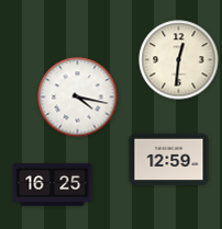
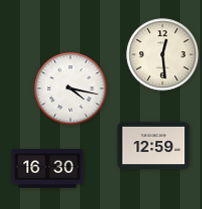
clock at (179, 60): 12:31 -> 12:29
clock at (53, 185): 16:25 -> 16:30
